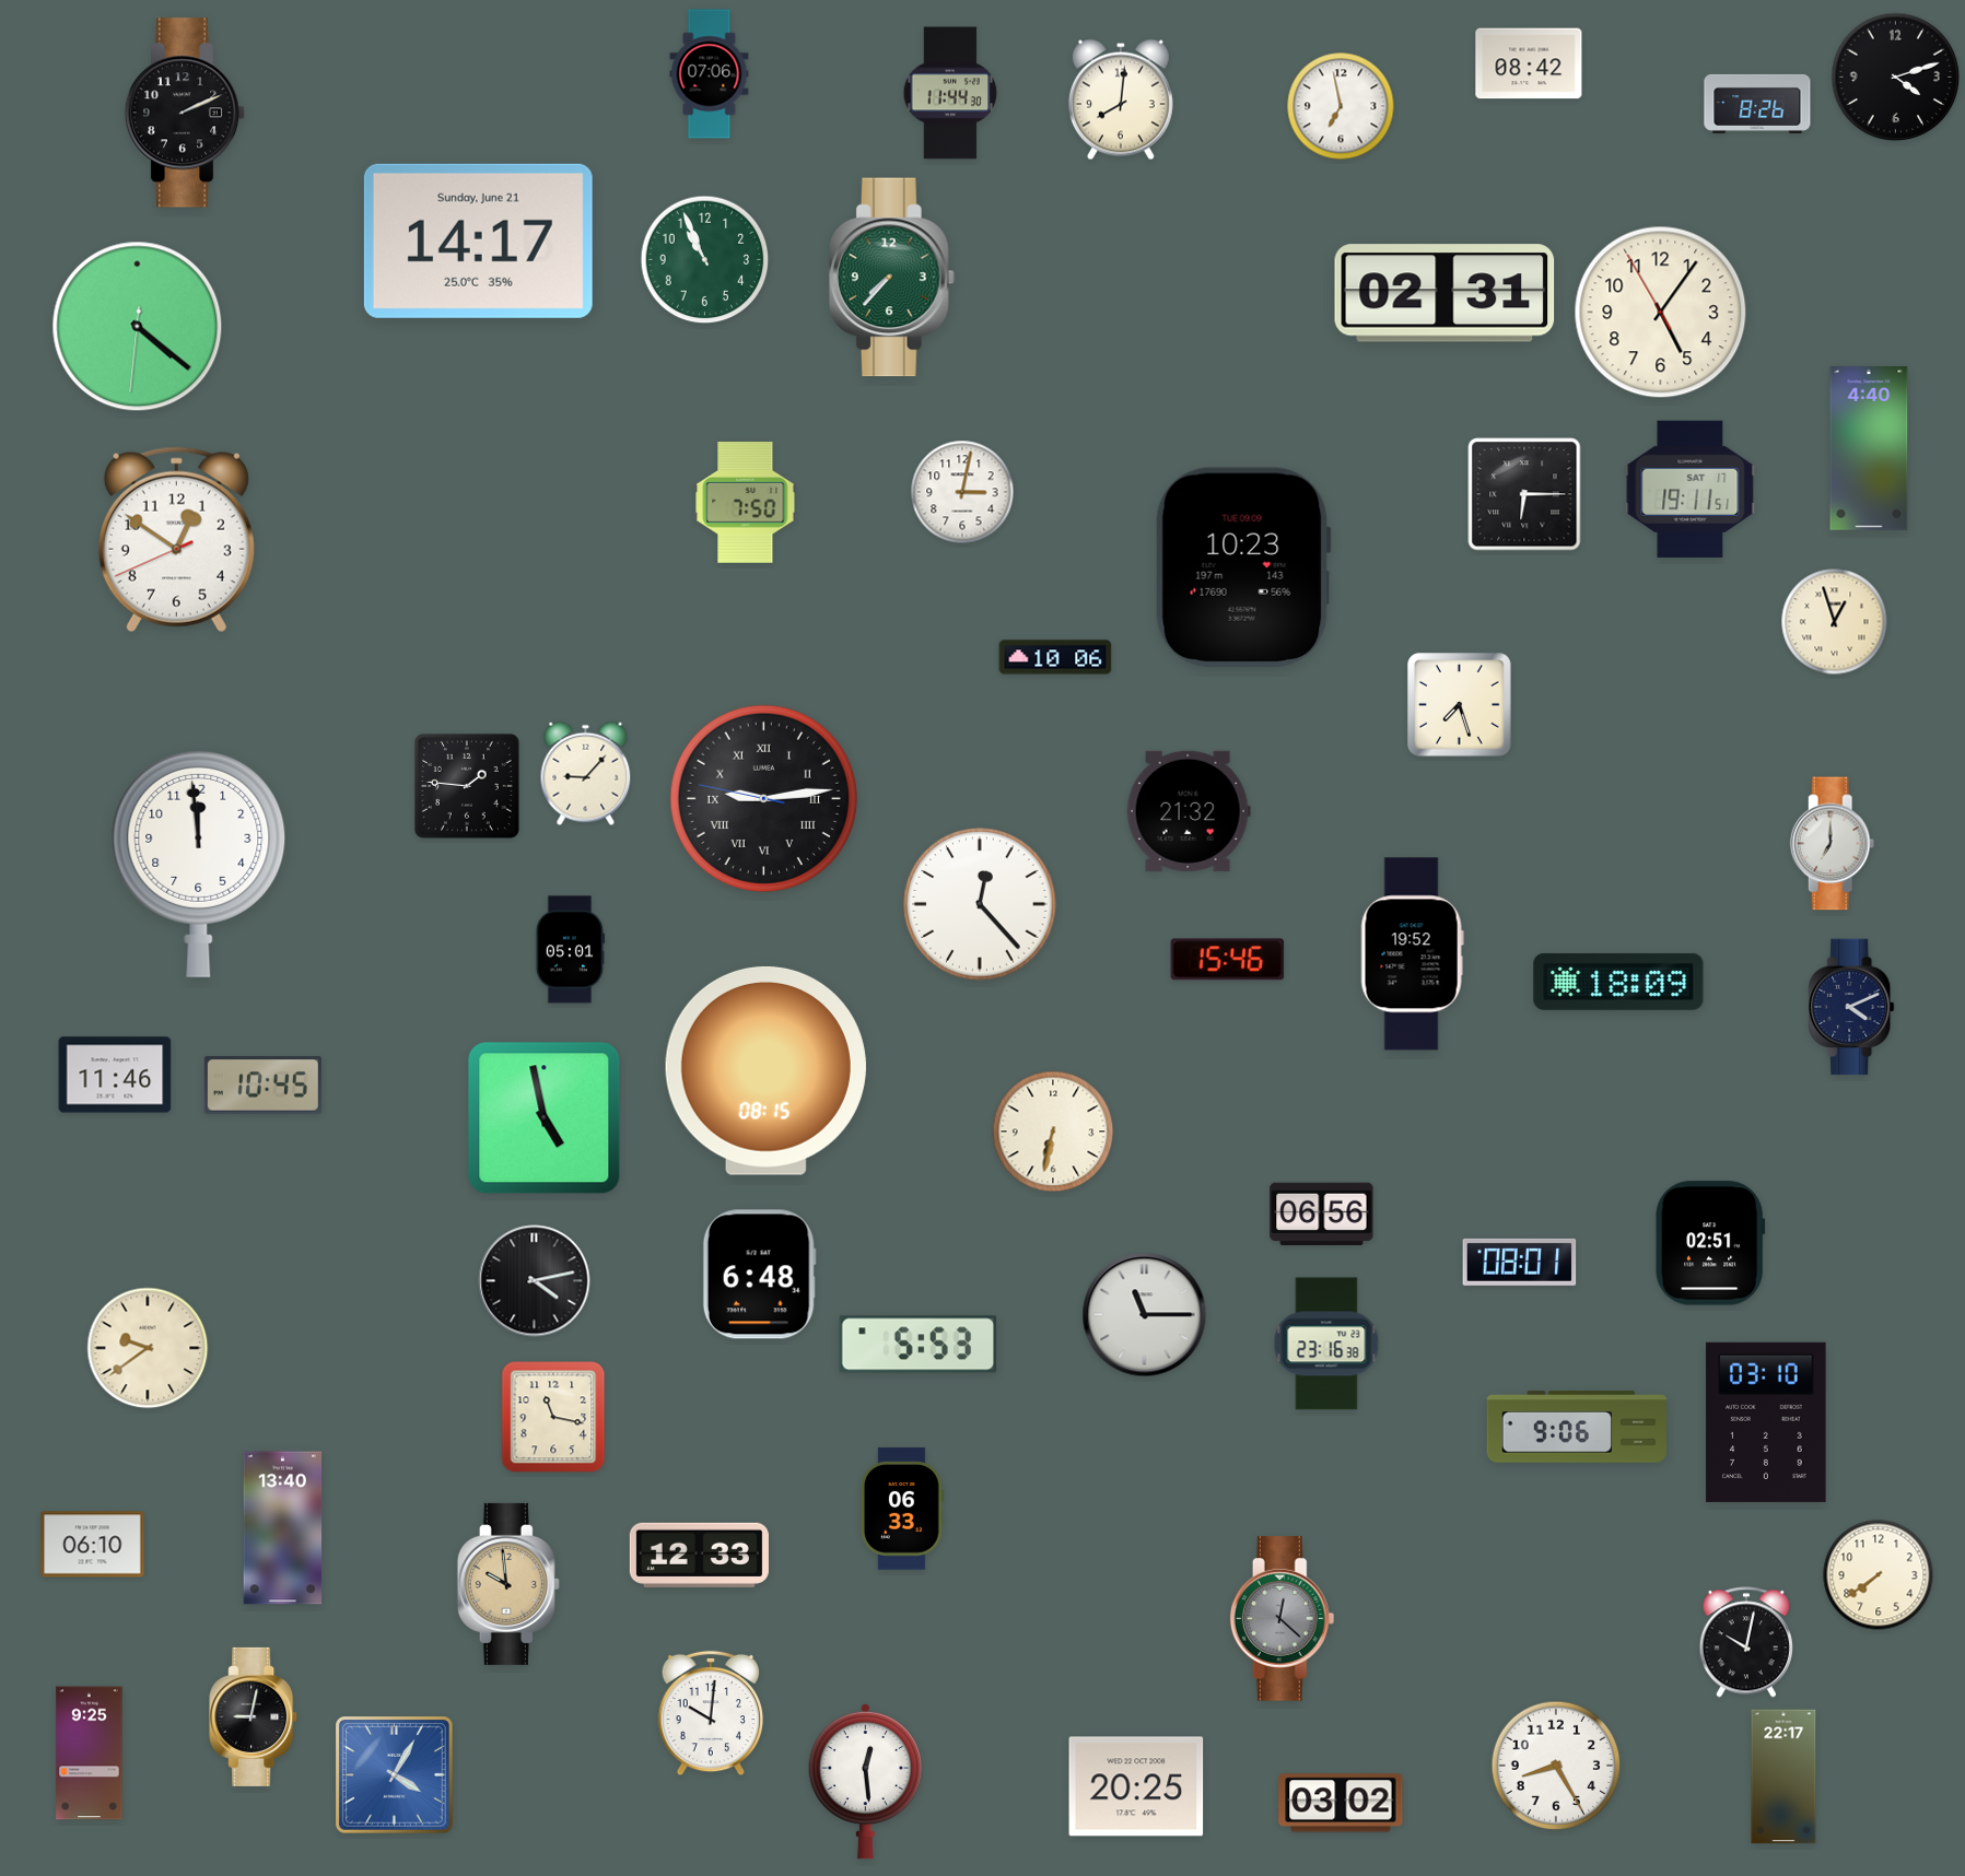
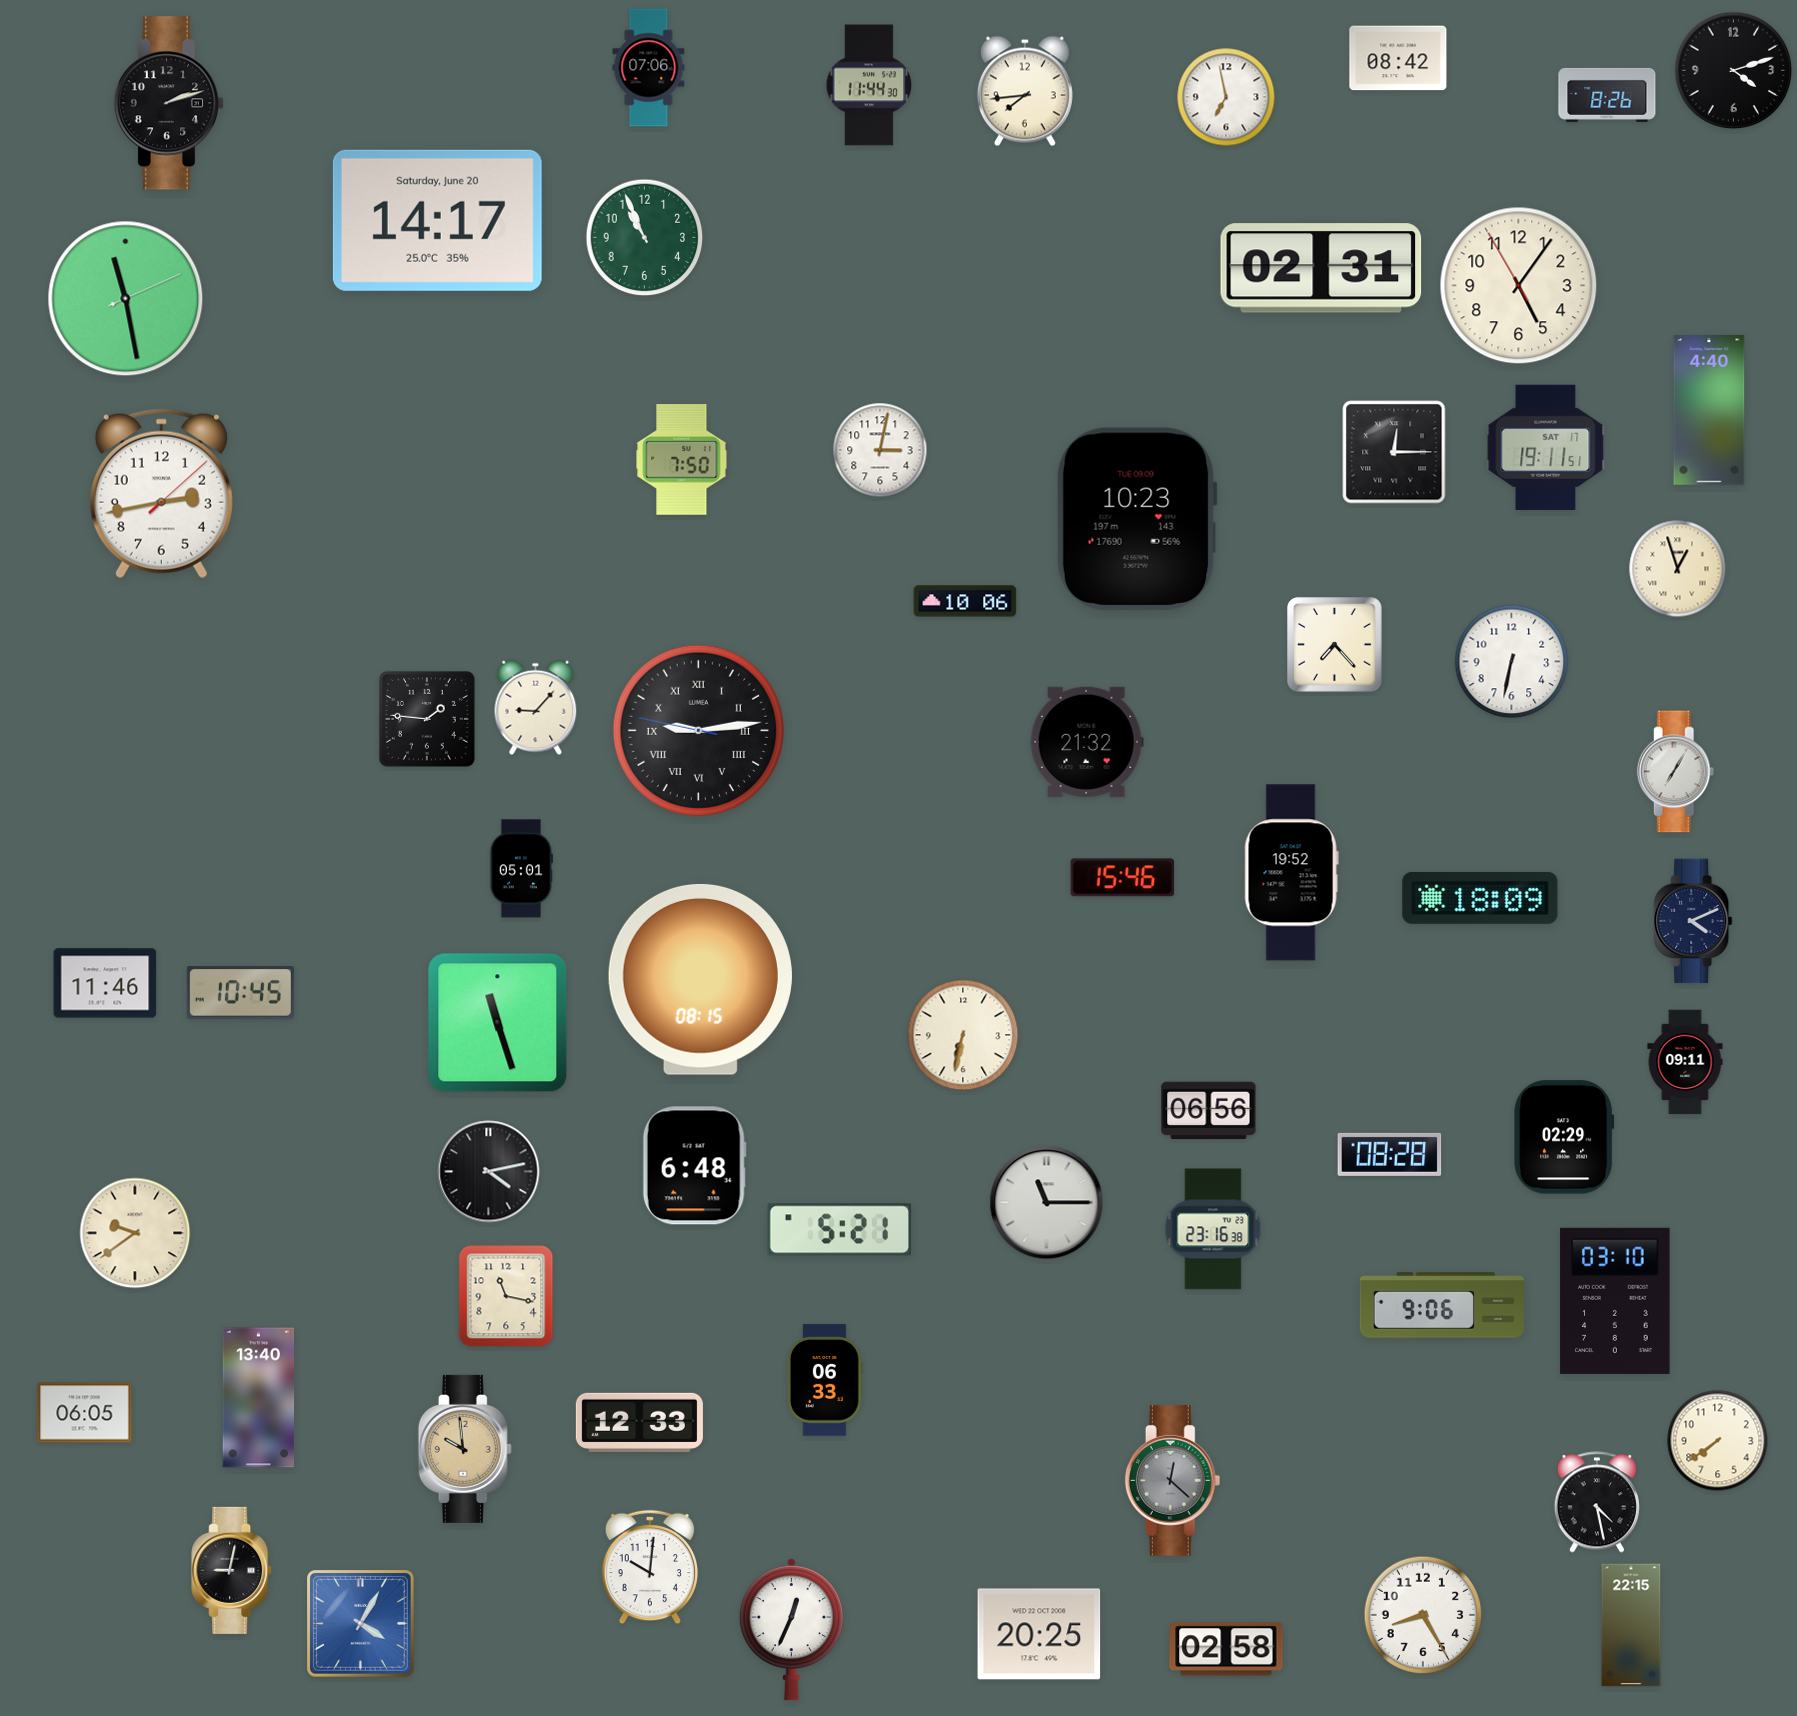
clock at (1121, 99): 8:01 -> 7:44
clock at (185, 113): 2:11 -> 2:12
clock at (478, 241) date: Sunday, June 21 -> Saturday, June 20
clock at (892, 278): 7:37 -> none
clock at (138, 327): 4:21 -> 11:28
clock at (1524, 494): 6:15 -> 12:15
clock at (176, 540): 12:50 -> 2:43
clock at (1460, 705): 7:27 -> 7:23
clock at (1512, 662): none -> 6:32
clock at (1833, 844): 7:00 -> 7:05
clock at (199, 864): 11:59 -> none
clock at (980, 904): 12:23 -> none
clock at (545, 1118): 4:58 -> 11:27
clock at (1685, 1062): none -> 09:11
clock at (1710, 1243): 02:51 -> 02:29
clock at (1520, 1262): 08:01 -> 08:28
clock at (919, 1345): 5:53 -> 5:21
clock at (93, 1545): 06:10 -> 06:05
clock at (1746, 1642): 10:02 -> 4:28
clock at (90, 1754): 9:25 -> none
clock at (1783, 1777): 22:17 -> 22:15
clock at (865, 1781): 12:29 -> 12:34
clock at (1341, 1803): 03:02 -> 02:58
